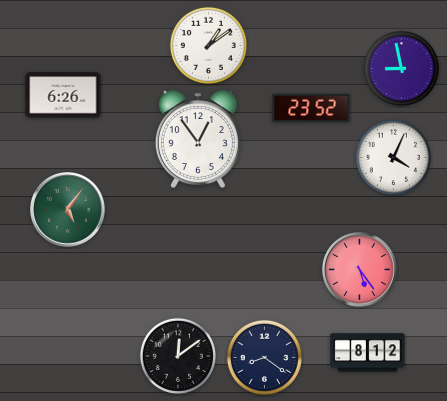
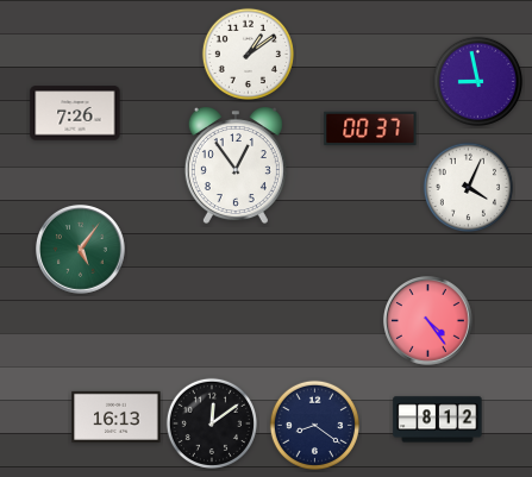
clock at (63, 95): 6:26 -> 7:26
clock at (311, 108): 23:52 -> 00:37
clock at (360, 270): 5:24 -> 4:24
clock at (117, 416): none -> 16:13
